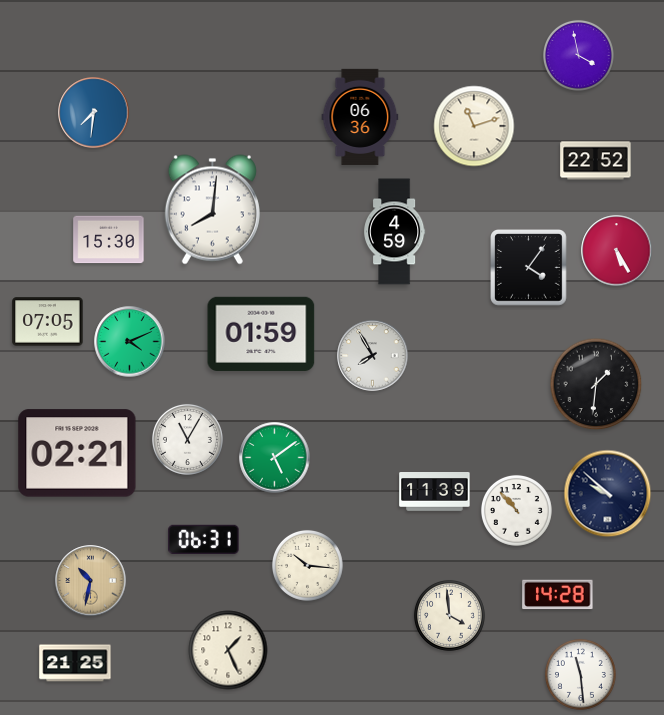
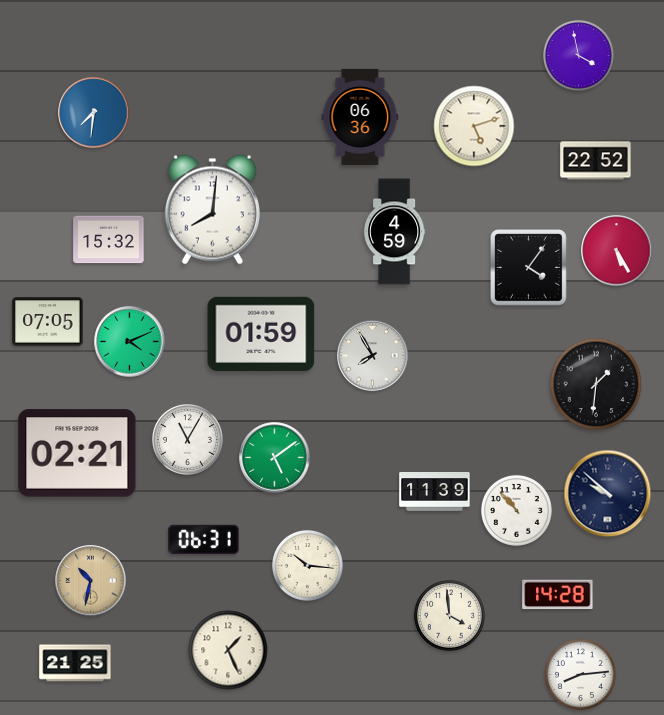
clock at (474, 126): 11:12 -> 5:12
clock at (109, 240): 15:30 -> 15:32
clock at (580, 674): 11:29 -> 8:14
